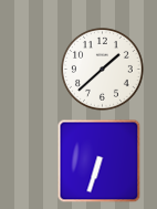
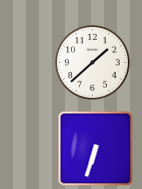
clock at (100, 161) position: (100, 161) -> (96, 149)
